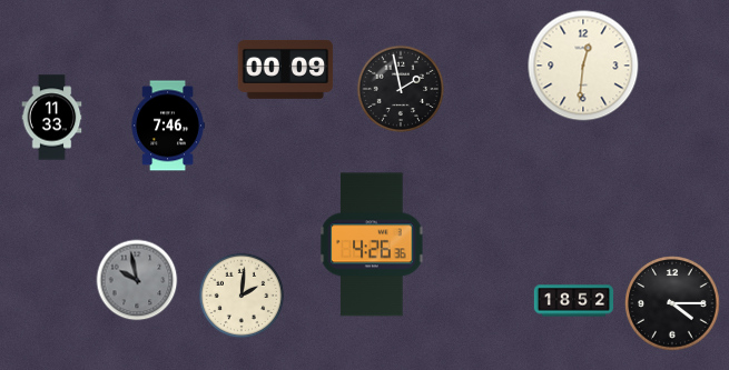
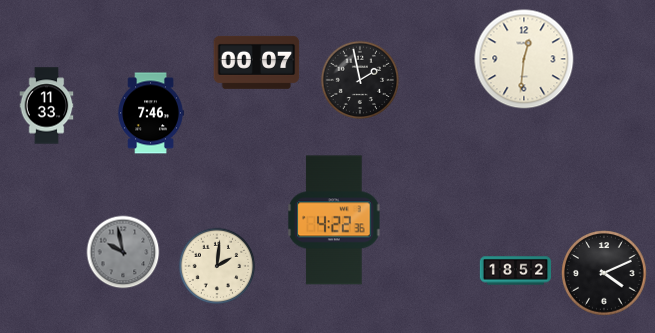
clock at (286, 69): 00:09 -> 00:07
clock at (372, 244): 4:26 -> 4:22
clock at (672, 303): 4:15 -> 4:11
